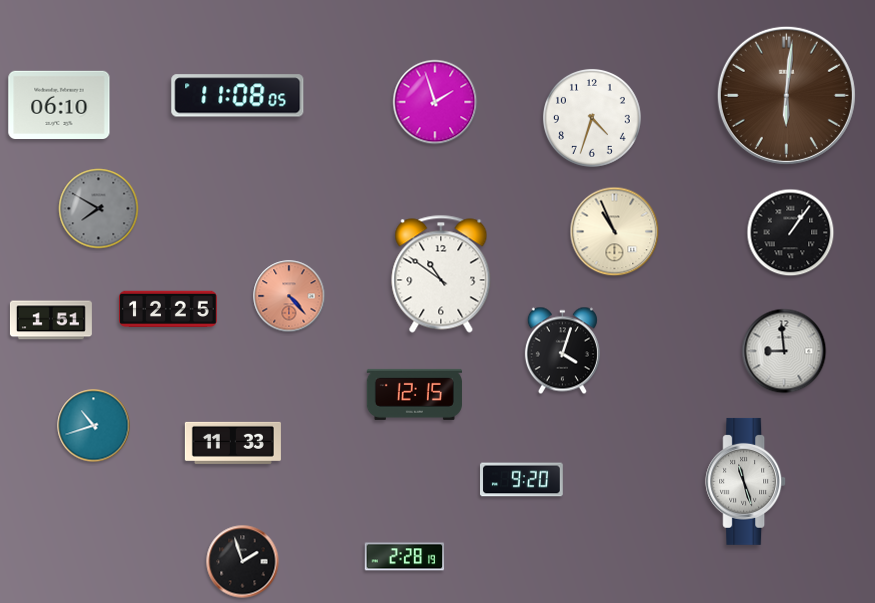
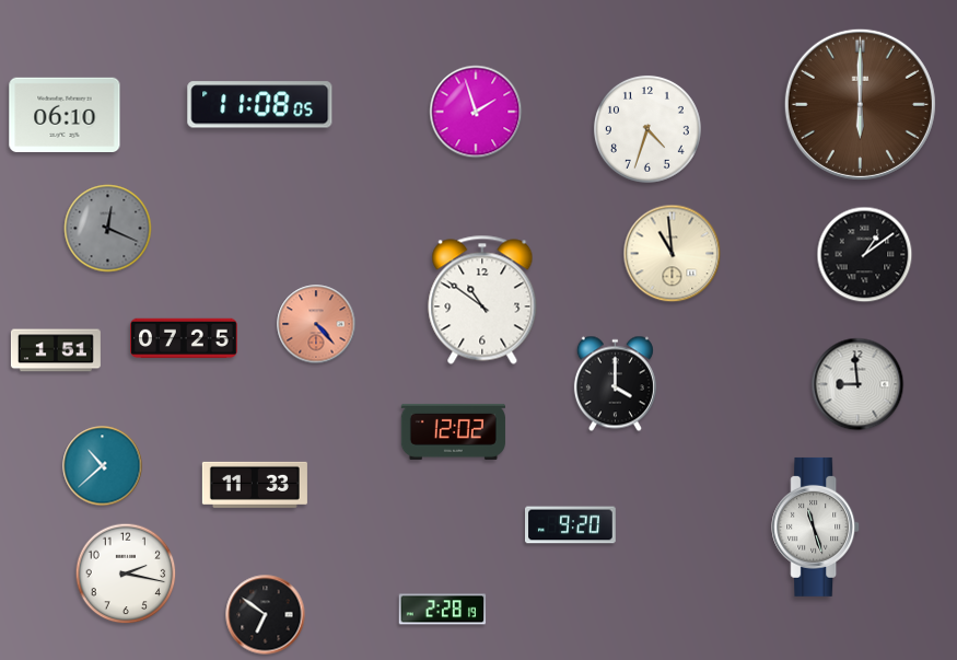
clock at (786, 95): 6:01 -> 6:00
clock at (99, 209): 7:50 -> 12:19
clock at (615, 232): 10:56 -> 10:59
clock at (791, 233): 1:06 -> 1:09
clock at (169, 309): 12:25 -> 07:25
clock at (562, 351): 4:03 -> 4:00
clock at (414, 394): 12:15 -> 12:02
clock at (94, 426): 10:42 -> 10:38
clock at (126, 574): none -> 2:17
clock at (243, 562): 1:57 -> 6:51
